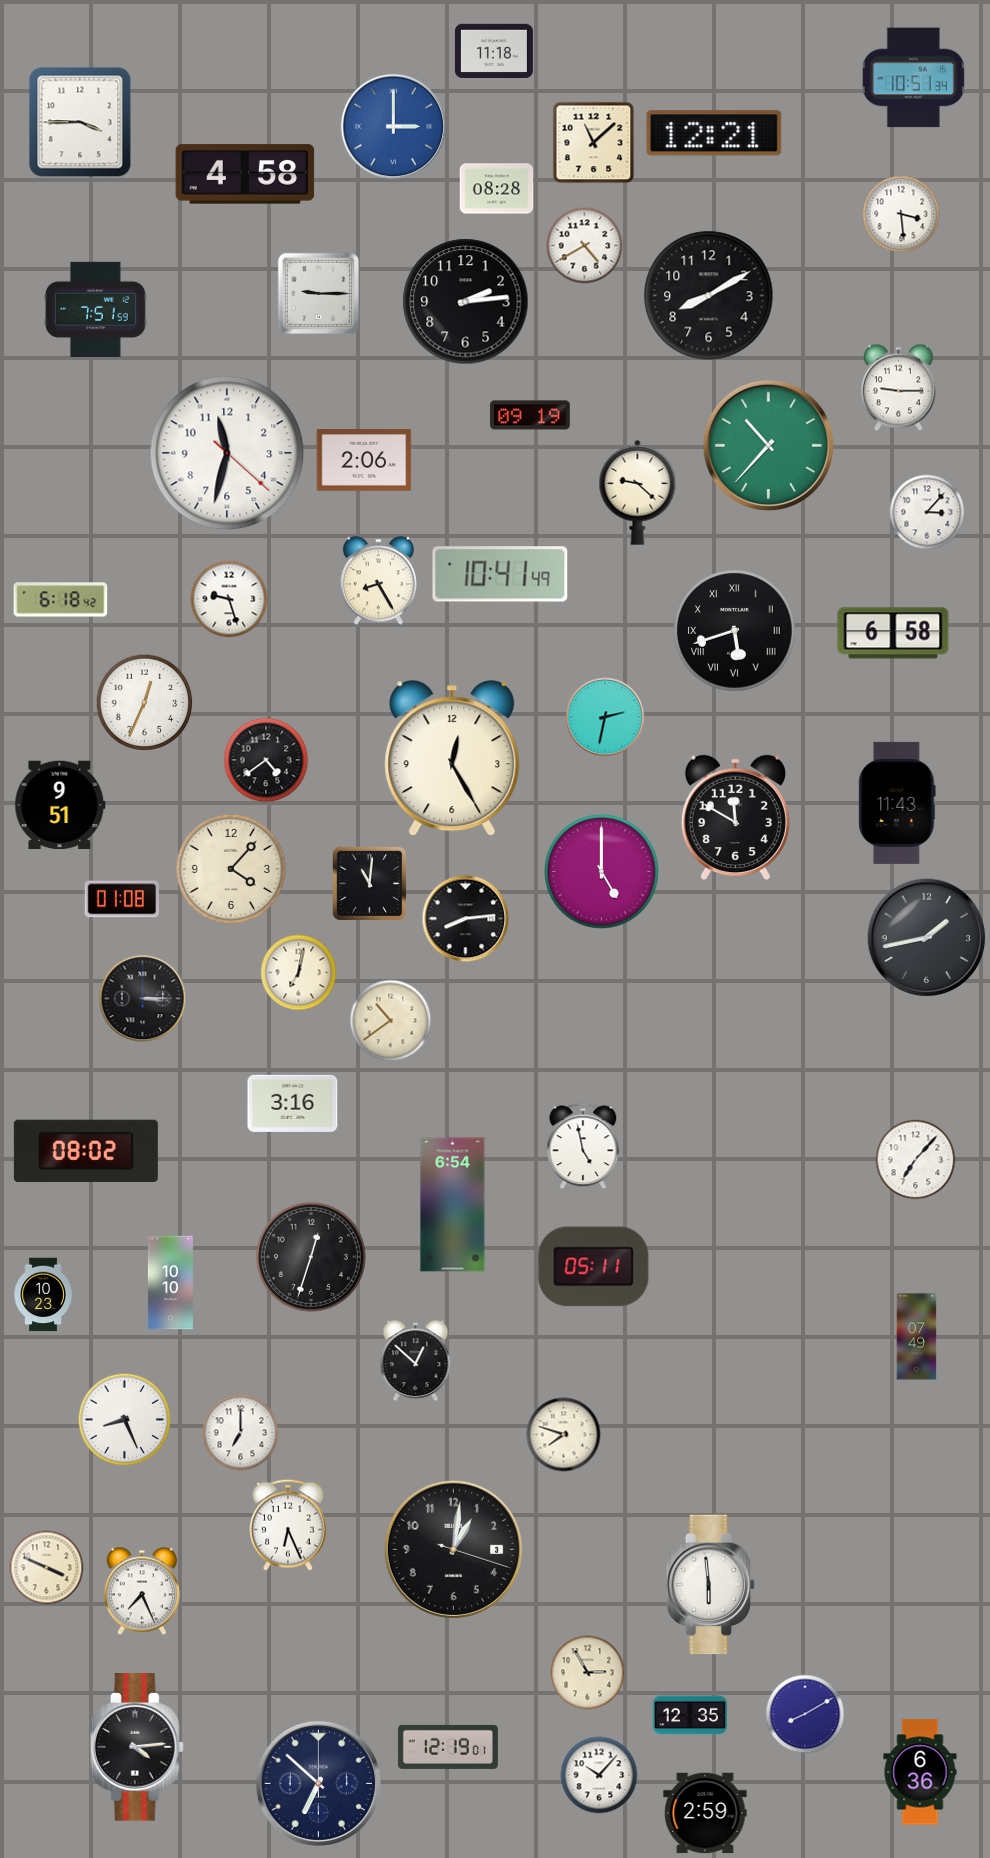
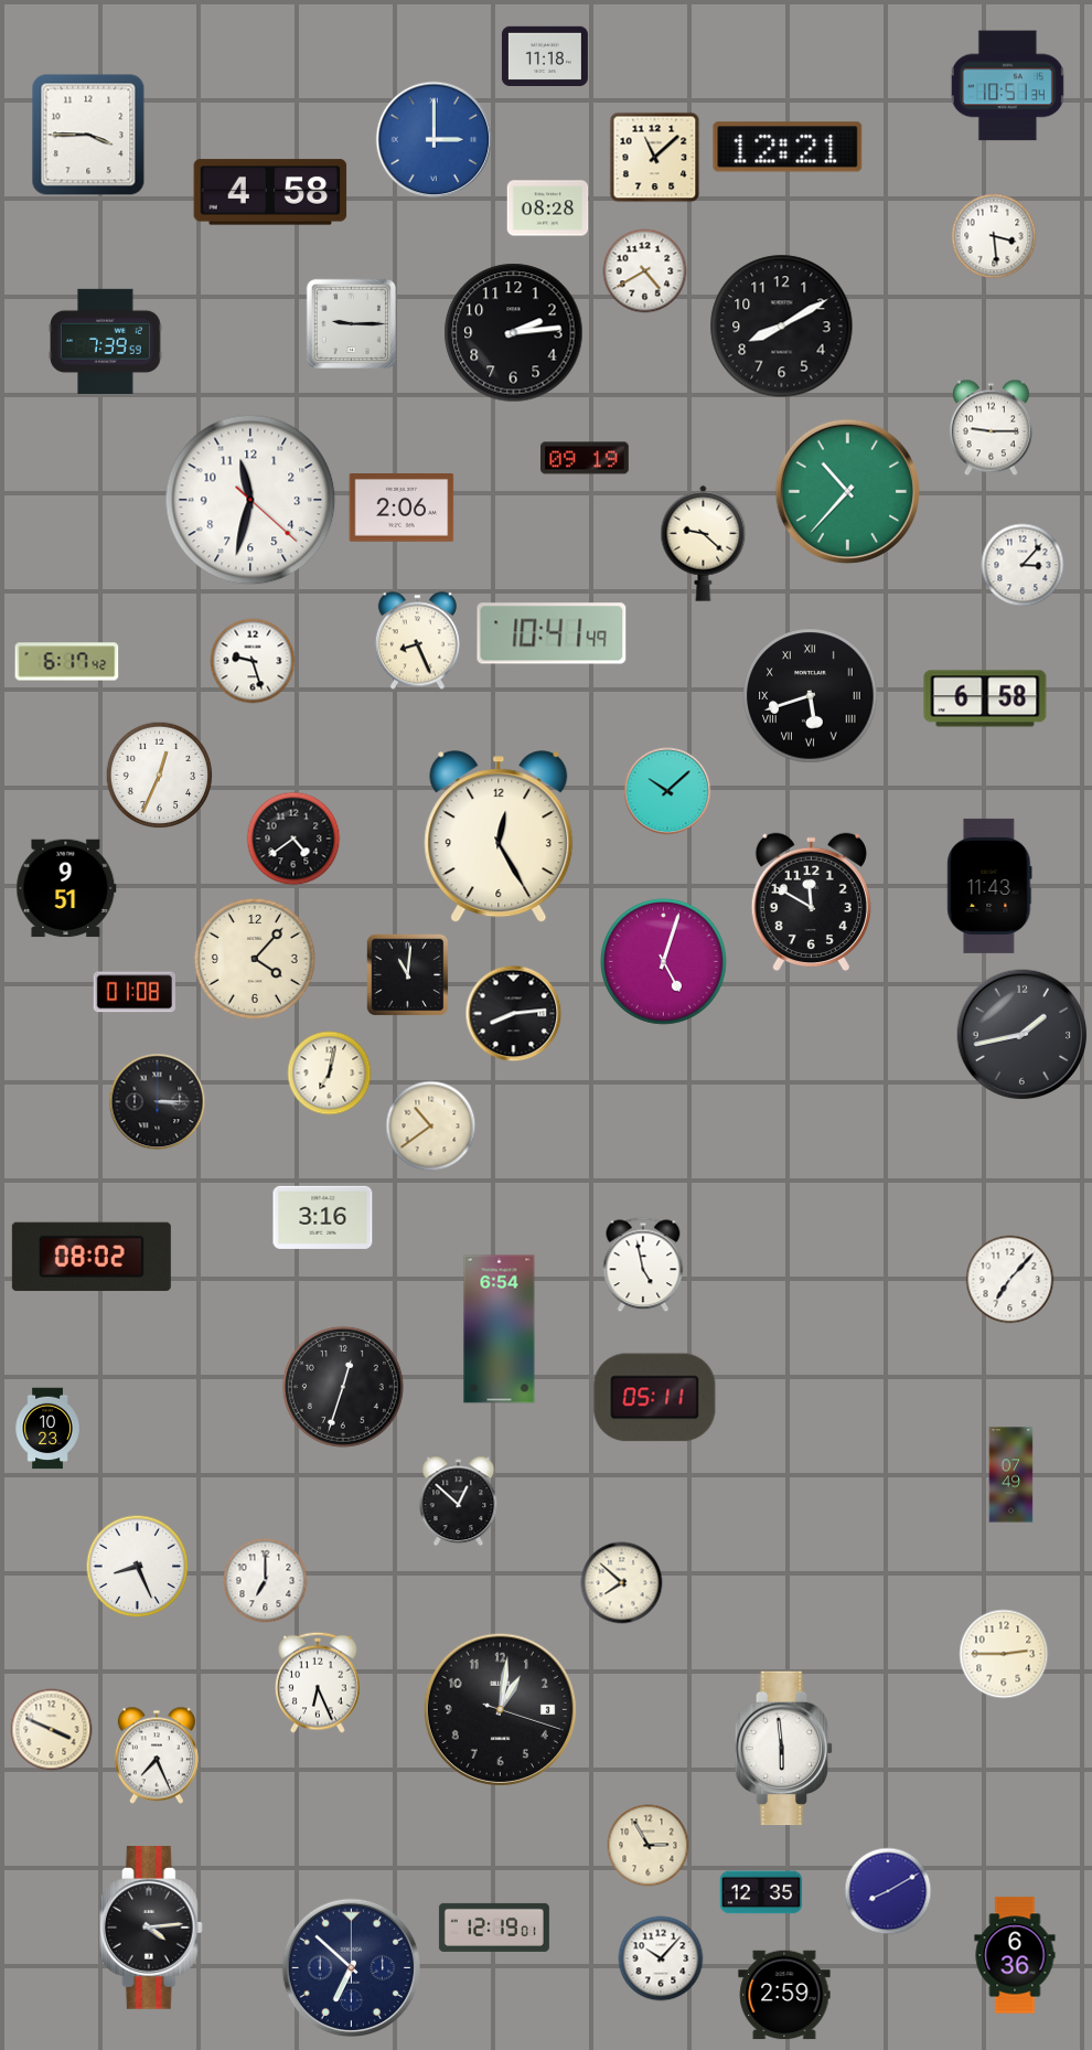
clock at (96, 309): 7:51 -> 7:39
clock at (378, 581): 8:25 -> 8:26
clock at (61, 600): 6:18 -> 6:17
clock at (605, 717): 2:32 -> 10:08
clock at (602, 872): 5:00 -> 5:03
clock at (86, 1151) position: (86, 1151) -> (92, 1257)
clock at (170, 1283): 10:10 -> none
clock at (564, 1435): 7:48 -> 7:52
clock at (1004, 1654): none -> 2:45
clock at (705, 1813) position: (705, 1813) -> (784, 1995)
